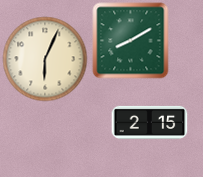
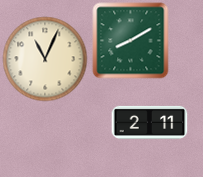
clock at (45, 59): 6:04 -> 11:04
clock at (150, 122): 2:15 -> 2:11
